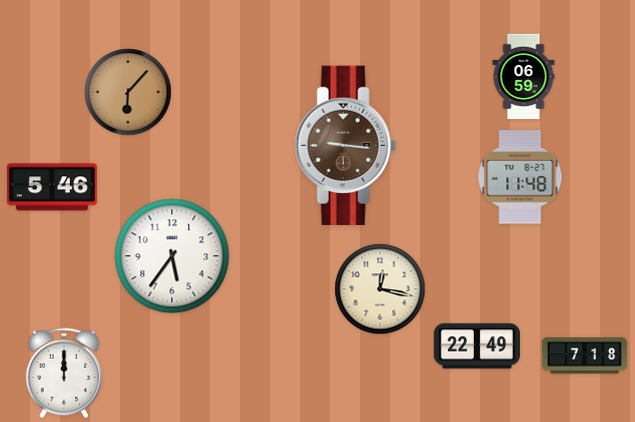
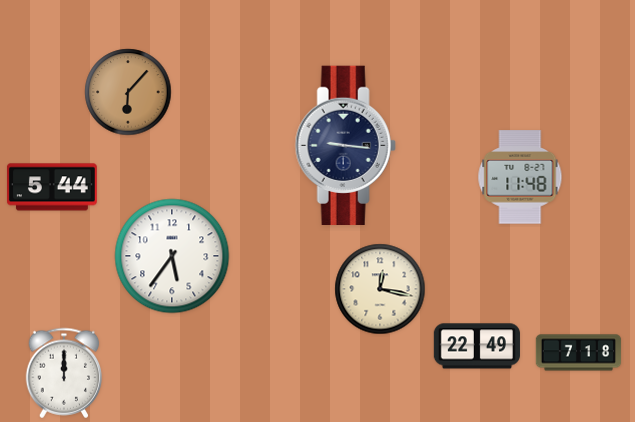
clock at (524, 77): 06:59 -> none
clock at (345, 145) dial: brown -> navy
clock at (52, 187): 5:46 -> 5:44
clock at (585, 356) position: (585, 356) -> (579, 353)
